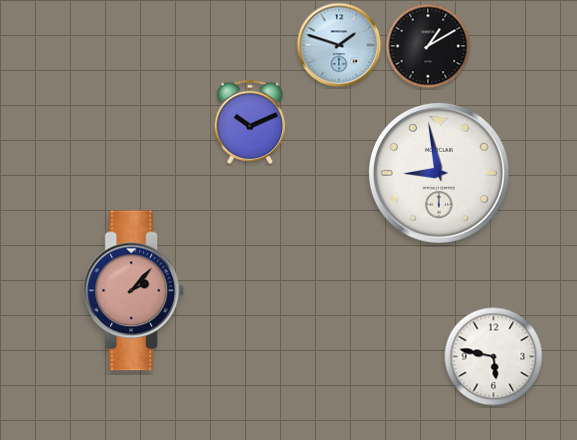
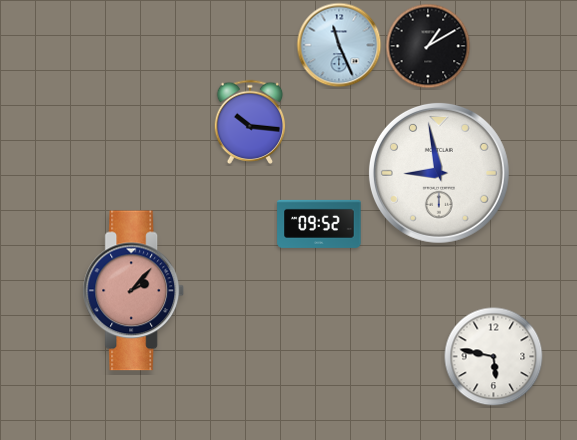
clock at (339, 45): 1:48 -> 11:26
clock at (250, 122): 10:11 -> 10:16
clock at (319, 224): none -> 09:52
